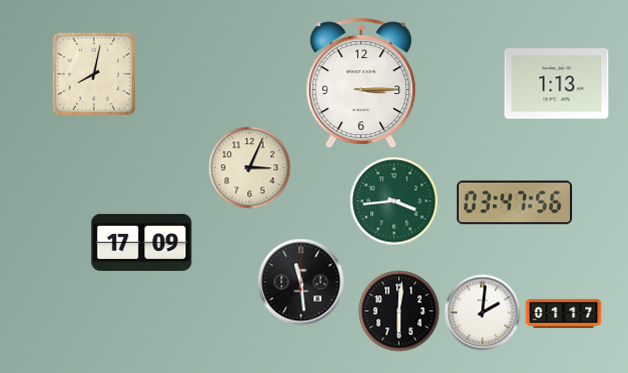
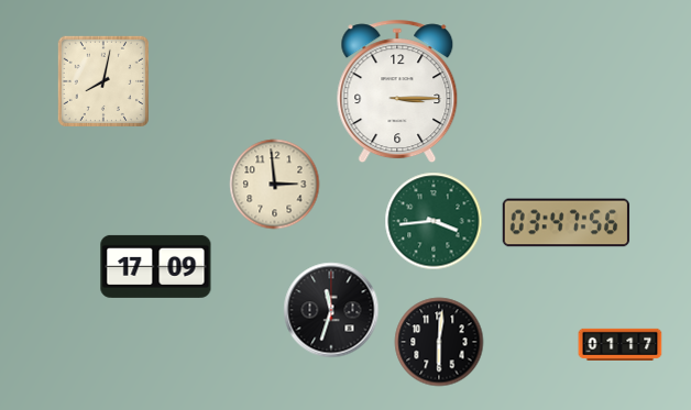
clock at (557, 84): 1:13 -> none
clock at (250, 168): 3:04 -> 2:59
clock at (301, 282): 11:29 -> 11:33
clock at (483, 313): 2:01 -> none
